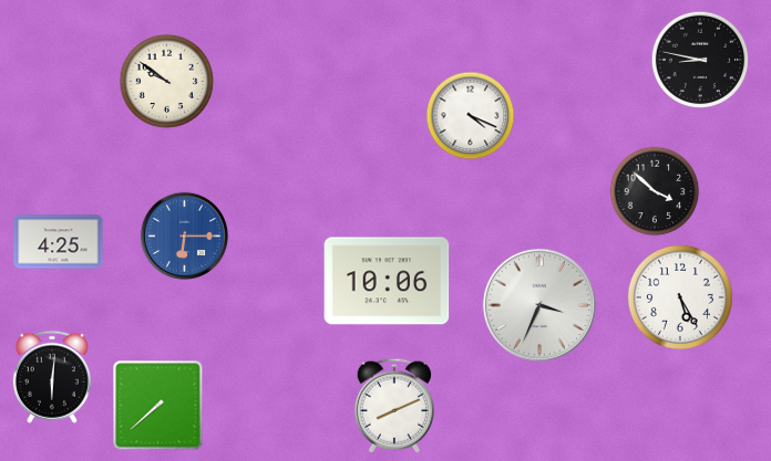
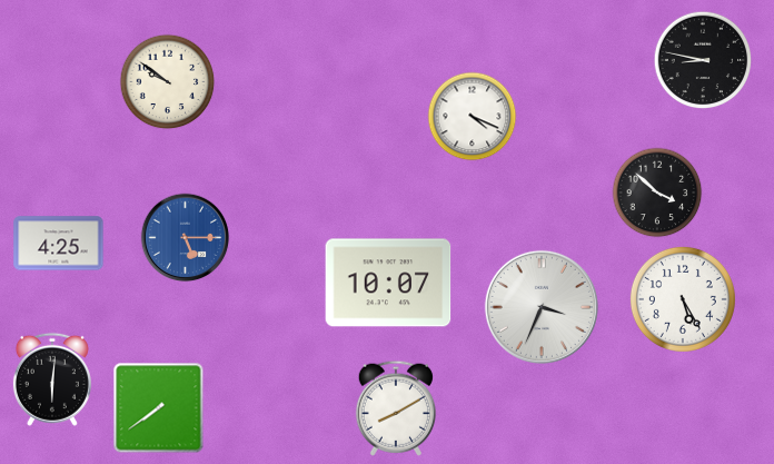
clock at (185, 237): 6:15 -> 5:15
clock at (387, 281): 10:06 -> 10:07
clock at (158, 406): 7:38 -> 7:39
clock at (393, 406): 8:11 -> 8:10
